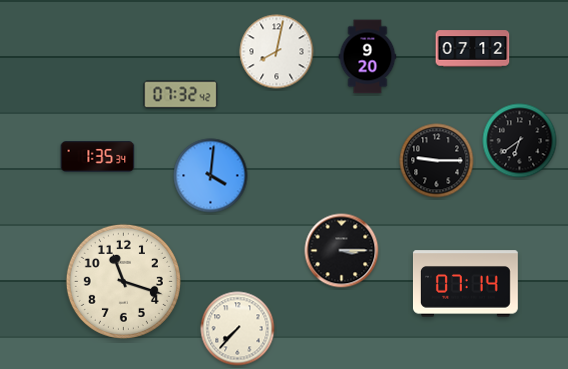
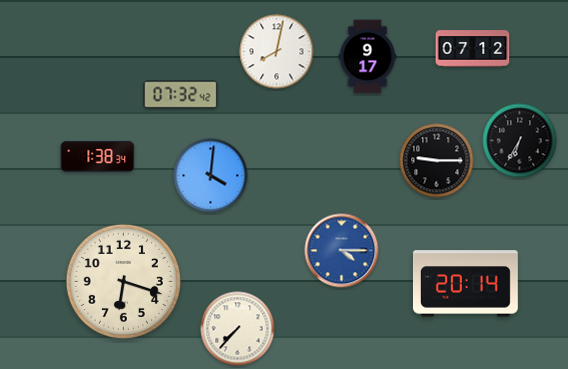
clock at (368, 57): 9:20 -> 9:17
clock at (520, 141): 6:39 -> 6:35
clock at (98, 157): 1:35 -> 1:38
clock at (342, 251): 3:15 -> 4:15
clock at (342, 251) dial: black -> blue
clock at (123, 281): 11:18 -> 6:18
clock at (466, 284): 07:14 -> 20:14
